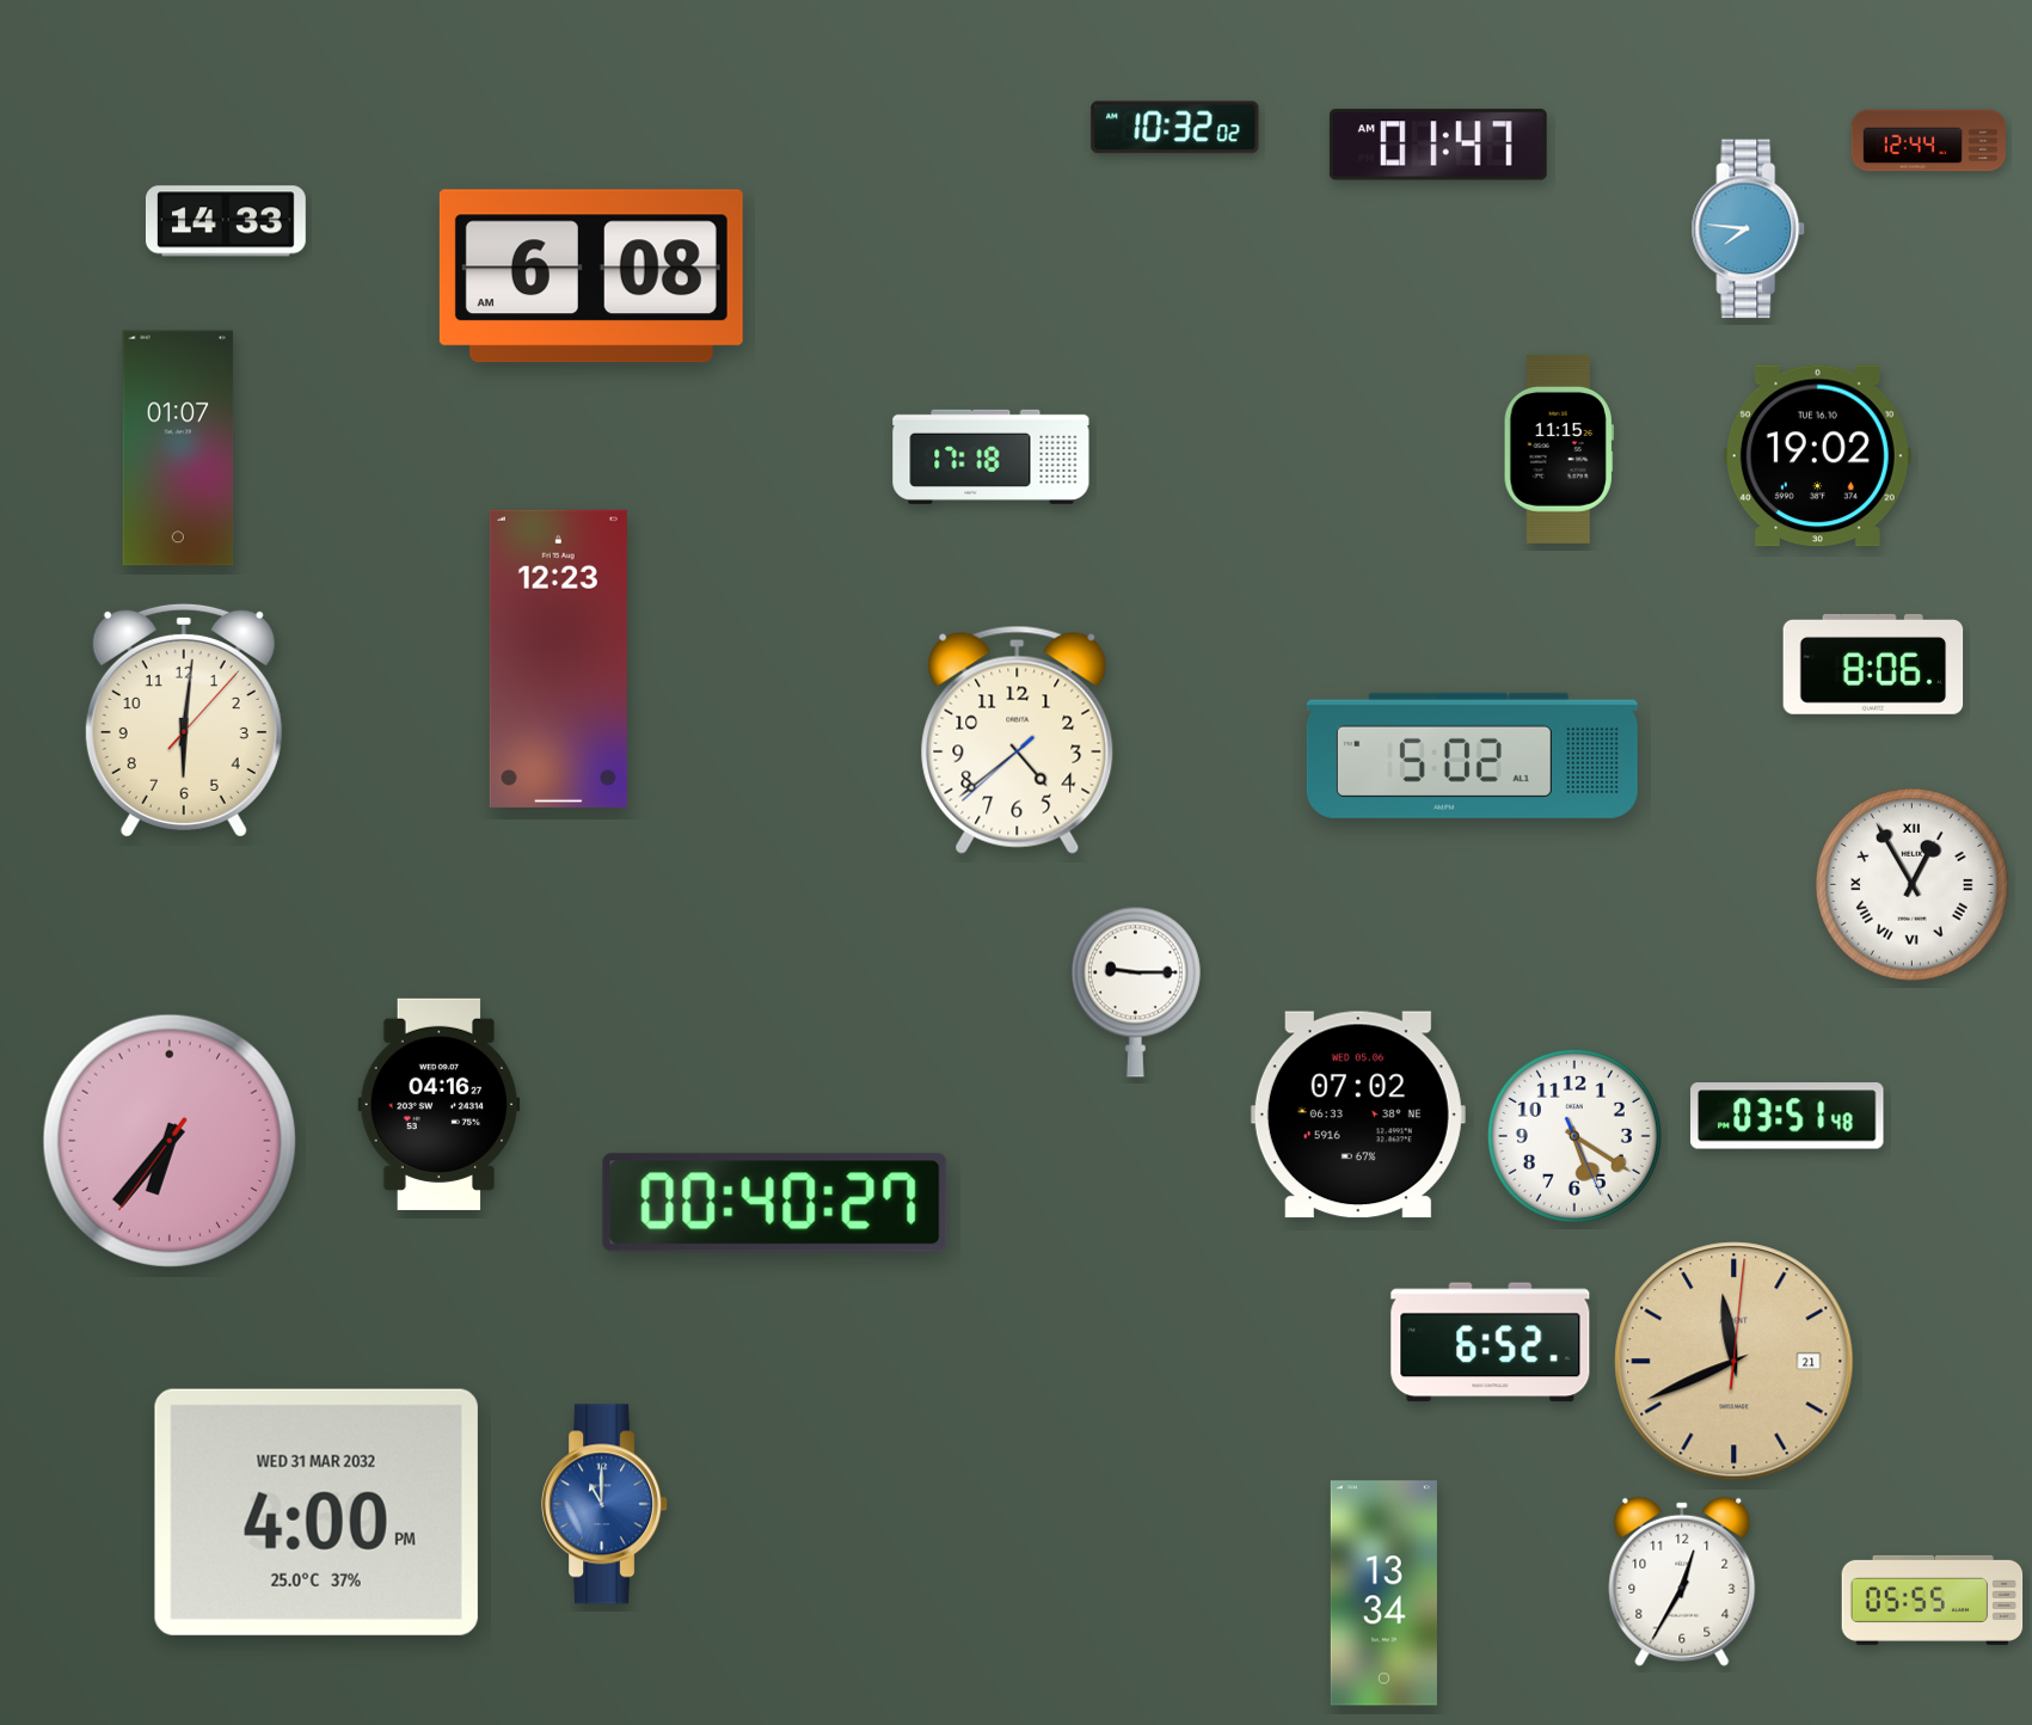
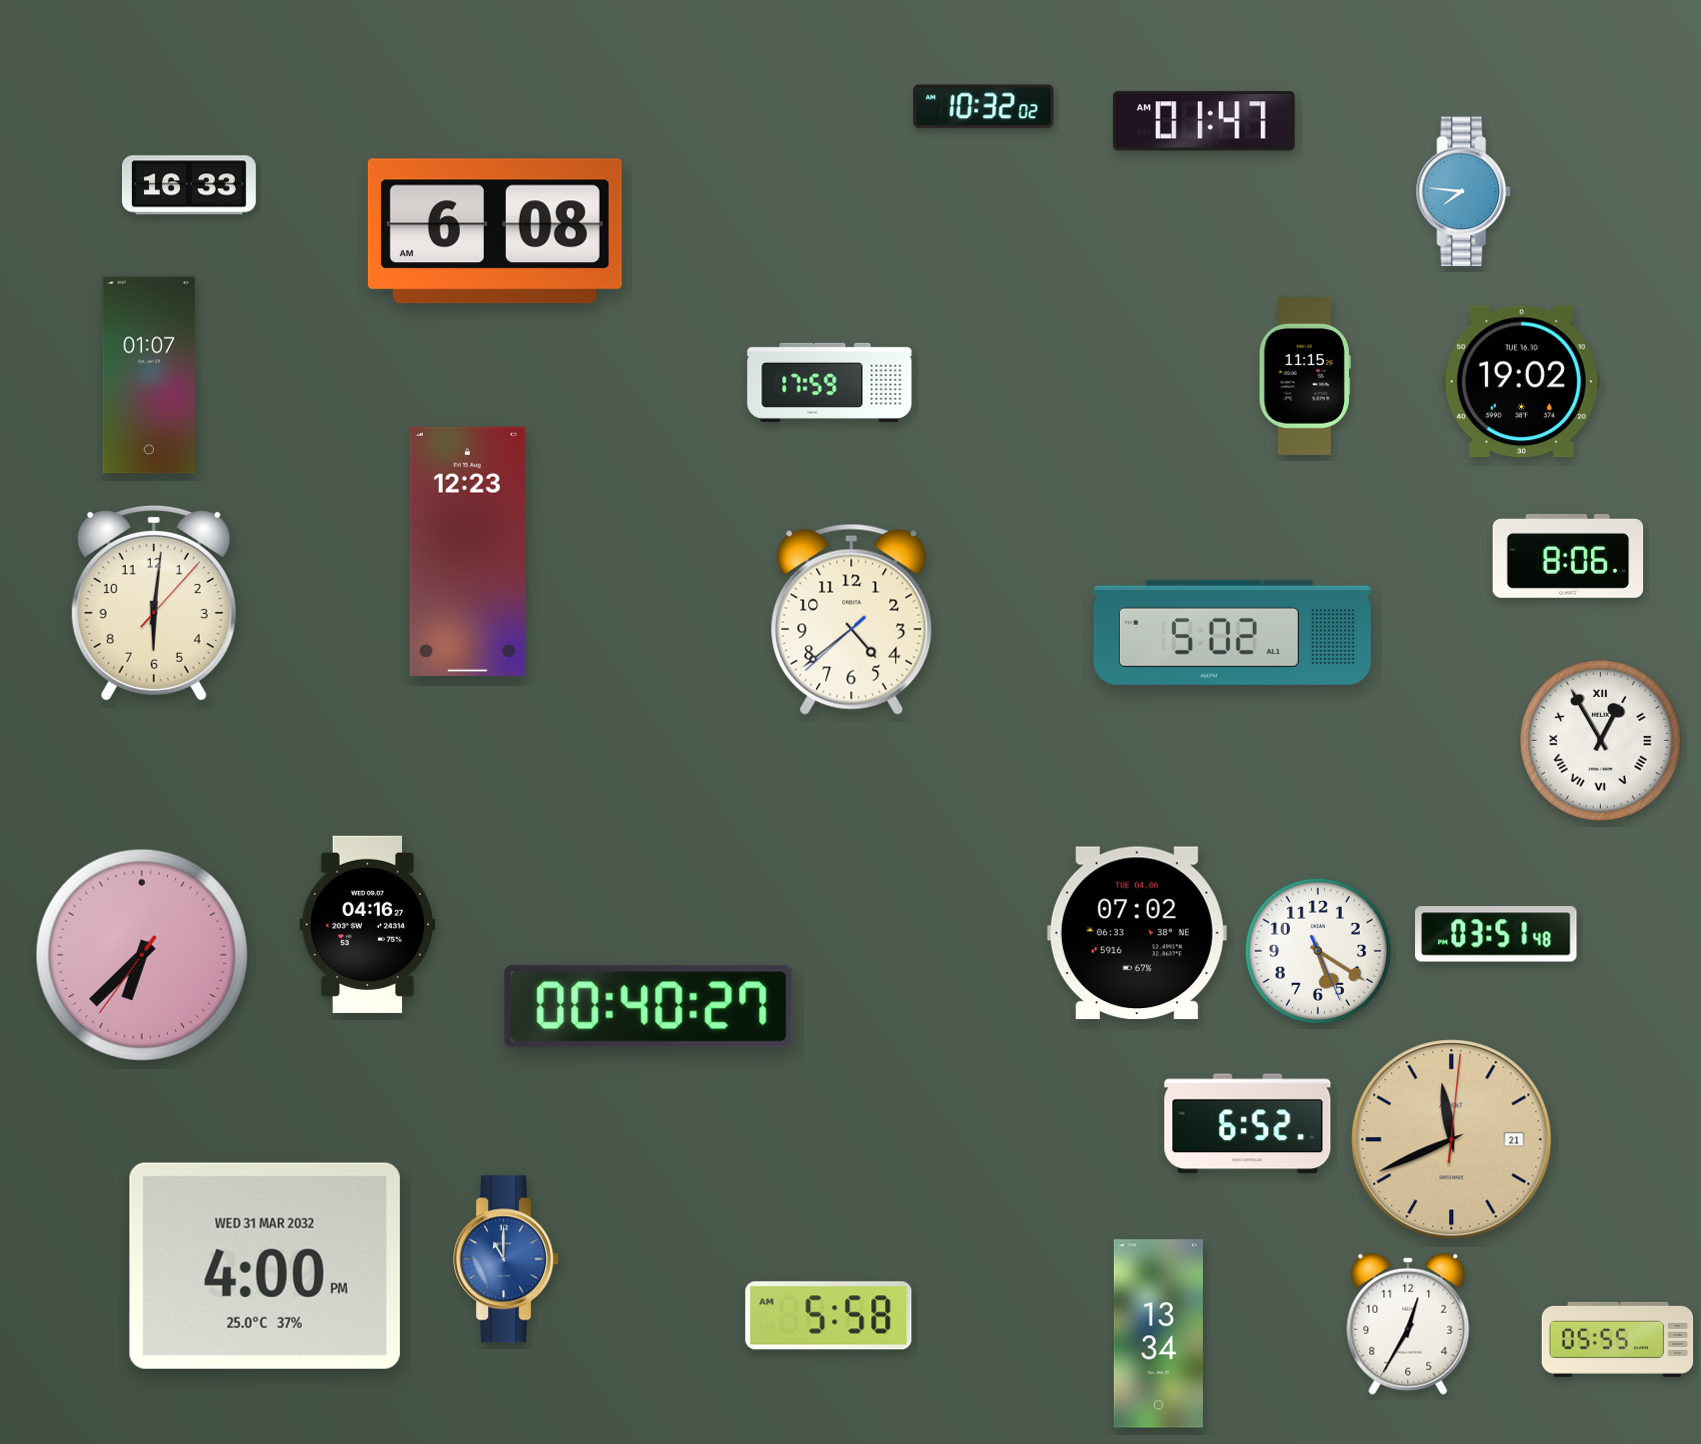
clock at (1928, 141): 12:44 -> none
clock at (226, 221): 14:33 -> 16:33
clock at (992, 456): 17:18 -> 17:59
clock at (1135, 992): 9:15 -> none
clock at (1358, 1115) date: WED 05.06 -> TUE 04.06
clock at (168, 1140): 6:36 -> 6:37
clock at (829, 1316): none -> 5:58
